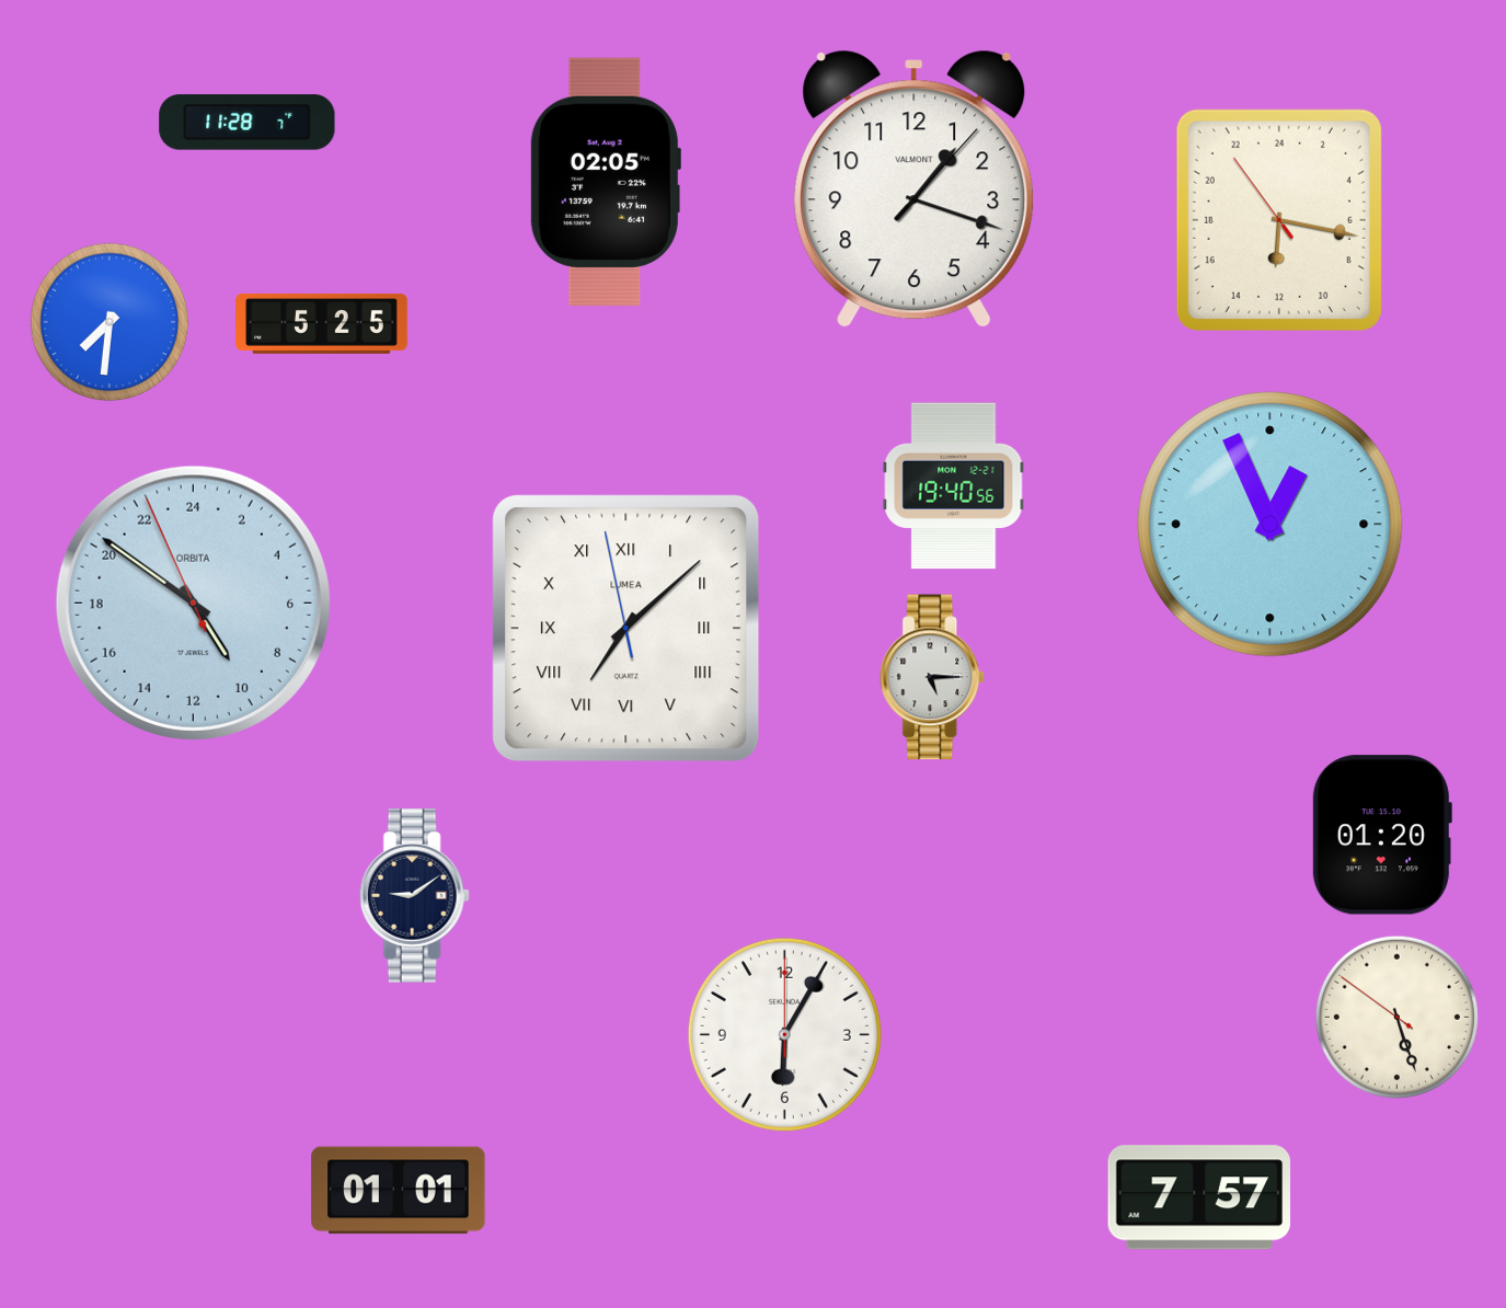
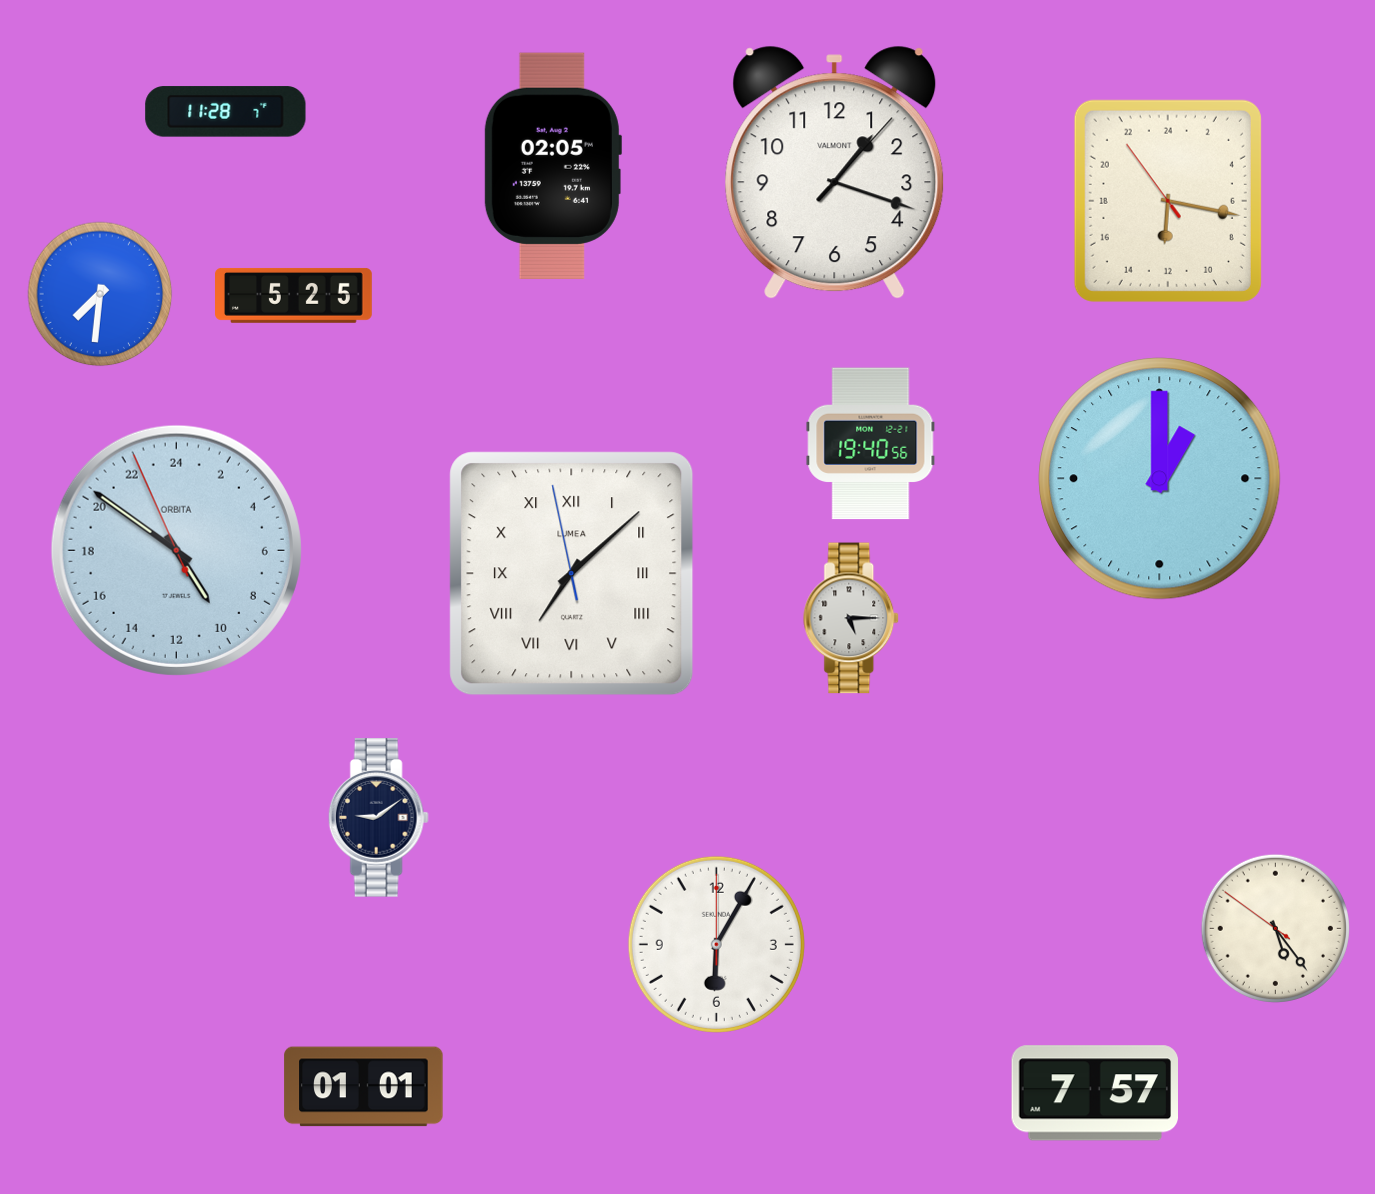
clock at (1271, 525): 12:56 -> 1:00
clock at (1382, 835): 01:20 -> none
clock at (1396, 1017): 5:26 -> 5:23
